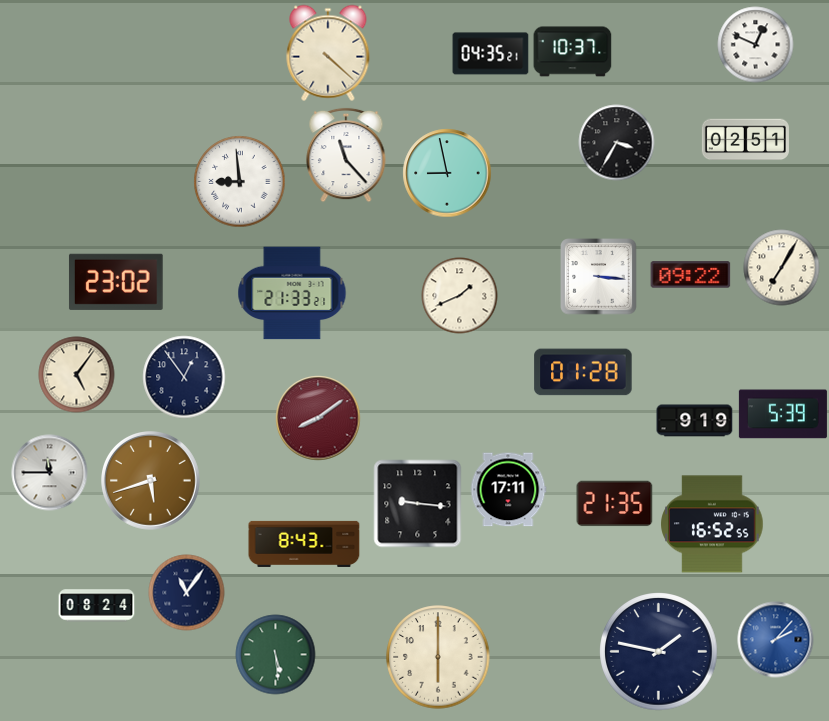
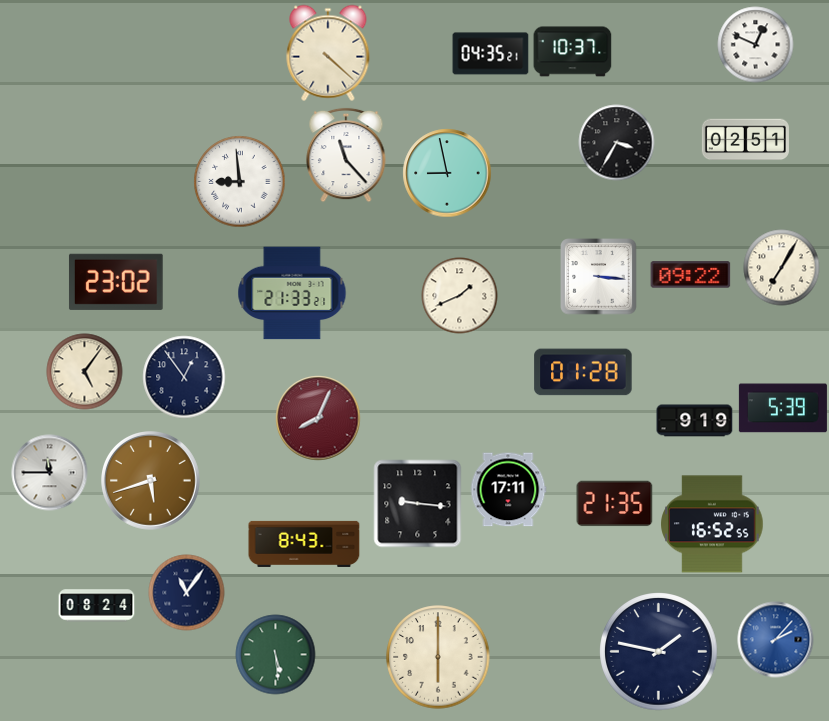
clock at (77, 375) position: (77, 375) -> (85, 372)
clock at (783, 414) position: (783, 414) -> (783, 408)
clock at (318, 418): 8:09 -> 8:04
